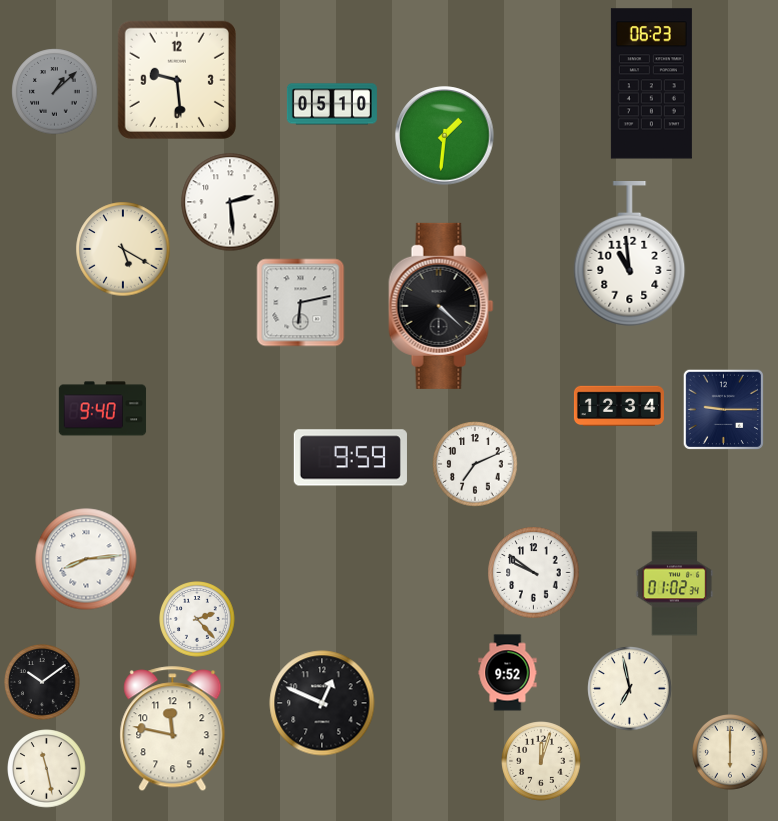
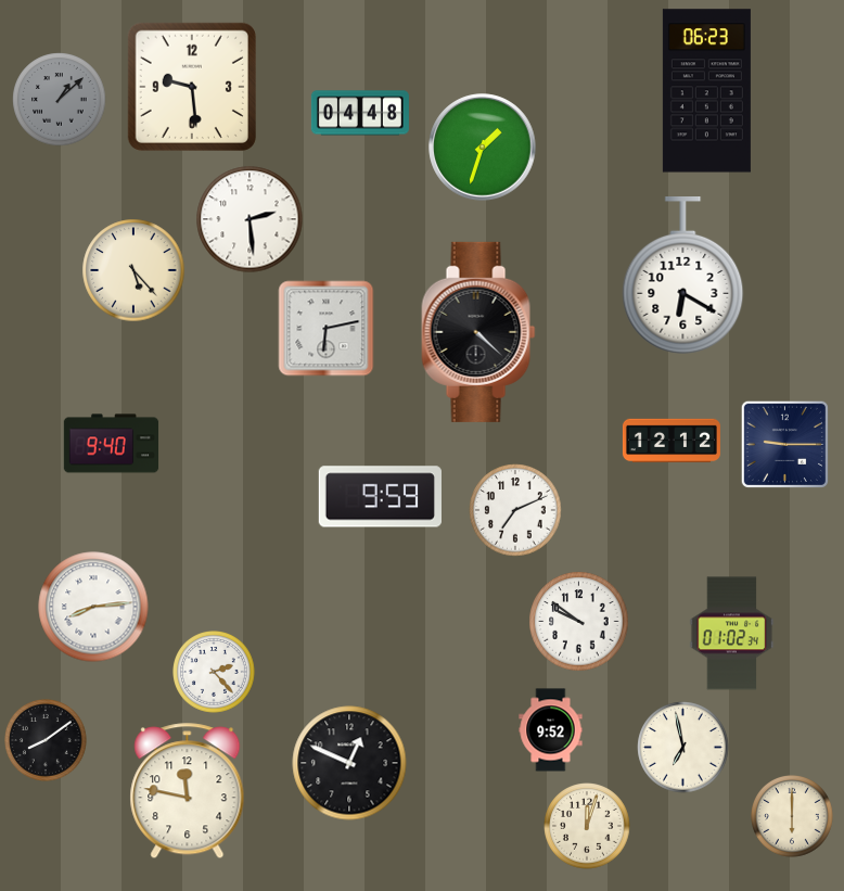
clock at (332, 104): 05:10 -> 04:48
clock at (445, 136): 1:31 -> 1:33
clock at (123, 249): 5:20 -> 5:23
clock at (630, 254): 10:59 -> 6:20
clock at (619, 406): 12:34 -> 12:12
clock at (475, 464) position: (475, 464) -> (515, 510)
clock at (43, 683): 10:09 -> 8:09
clock at (47, 769): 11:28 -> none
